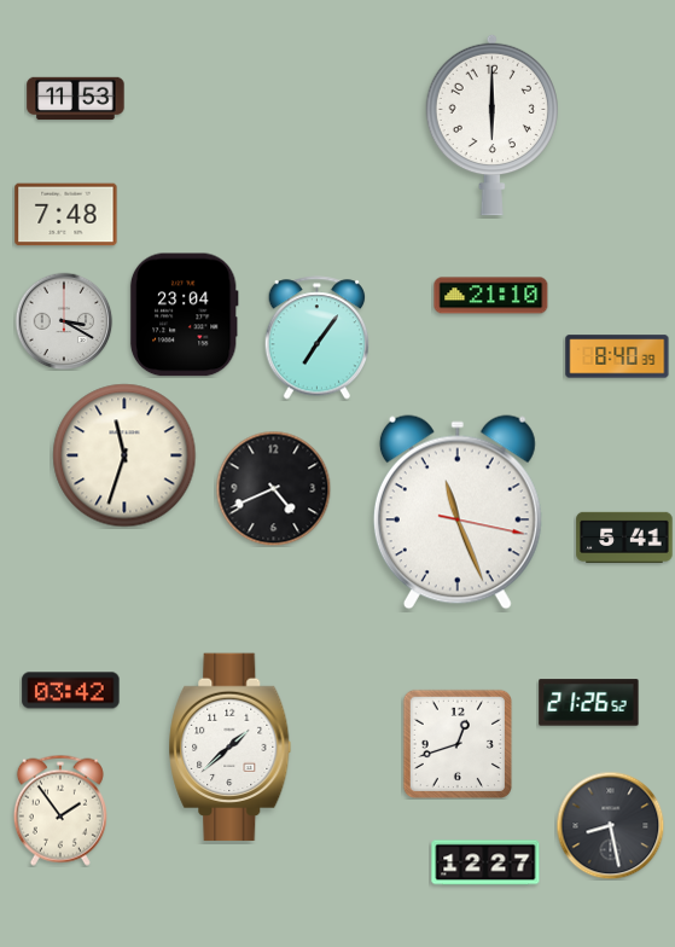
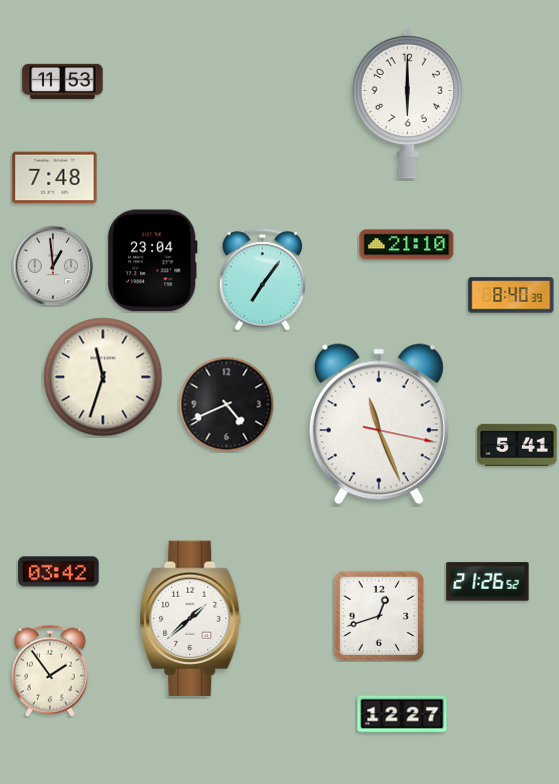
clock at (64, 321): 3:20 -> 12:59
clock at (610, 825): 8:28 -> none
